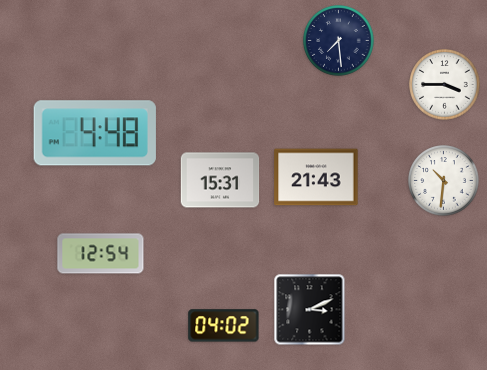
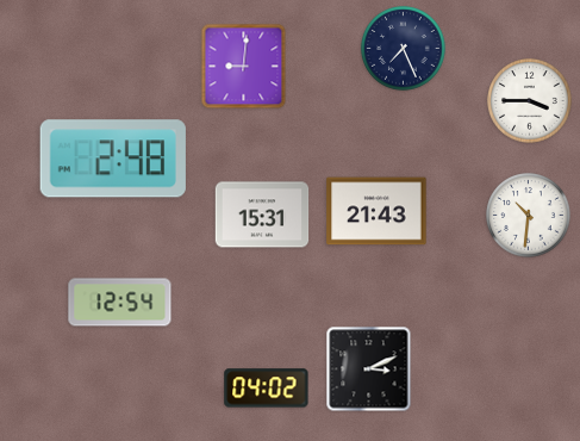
clock at (339, 41): 7:29 -> 7:26
clock at (244, 67): none -> 9:01
clock at (95, 133): 4:48 -> 2:48
